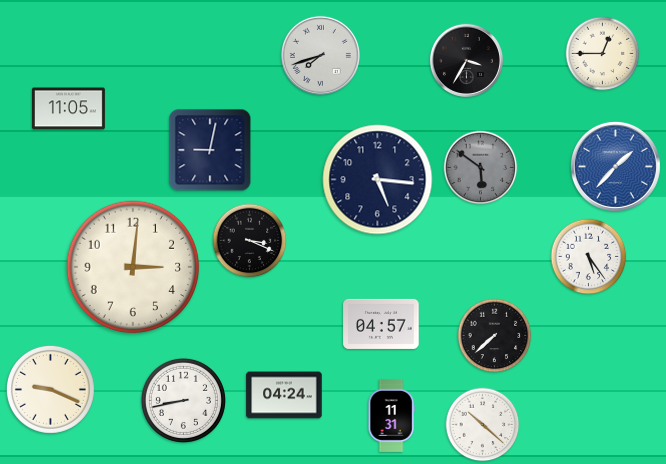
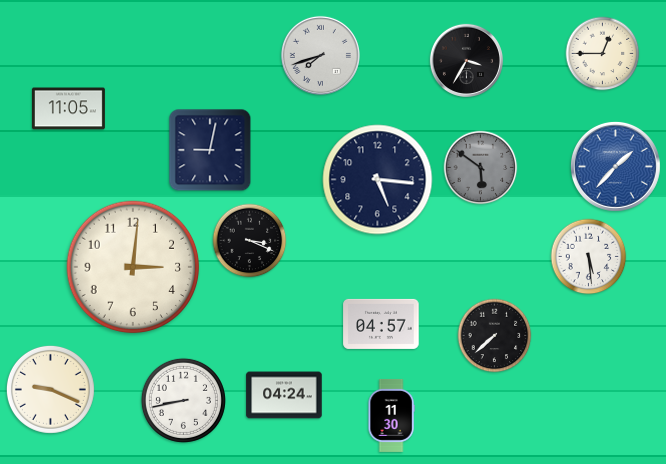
clock at (589, 257): 5:24 -> 5:29
clock at (391, 415): 11:31 -> 11:30
clock at (483, 425): 10:22 -> none
